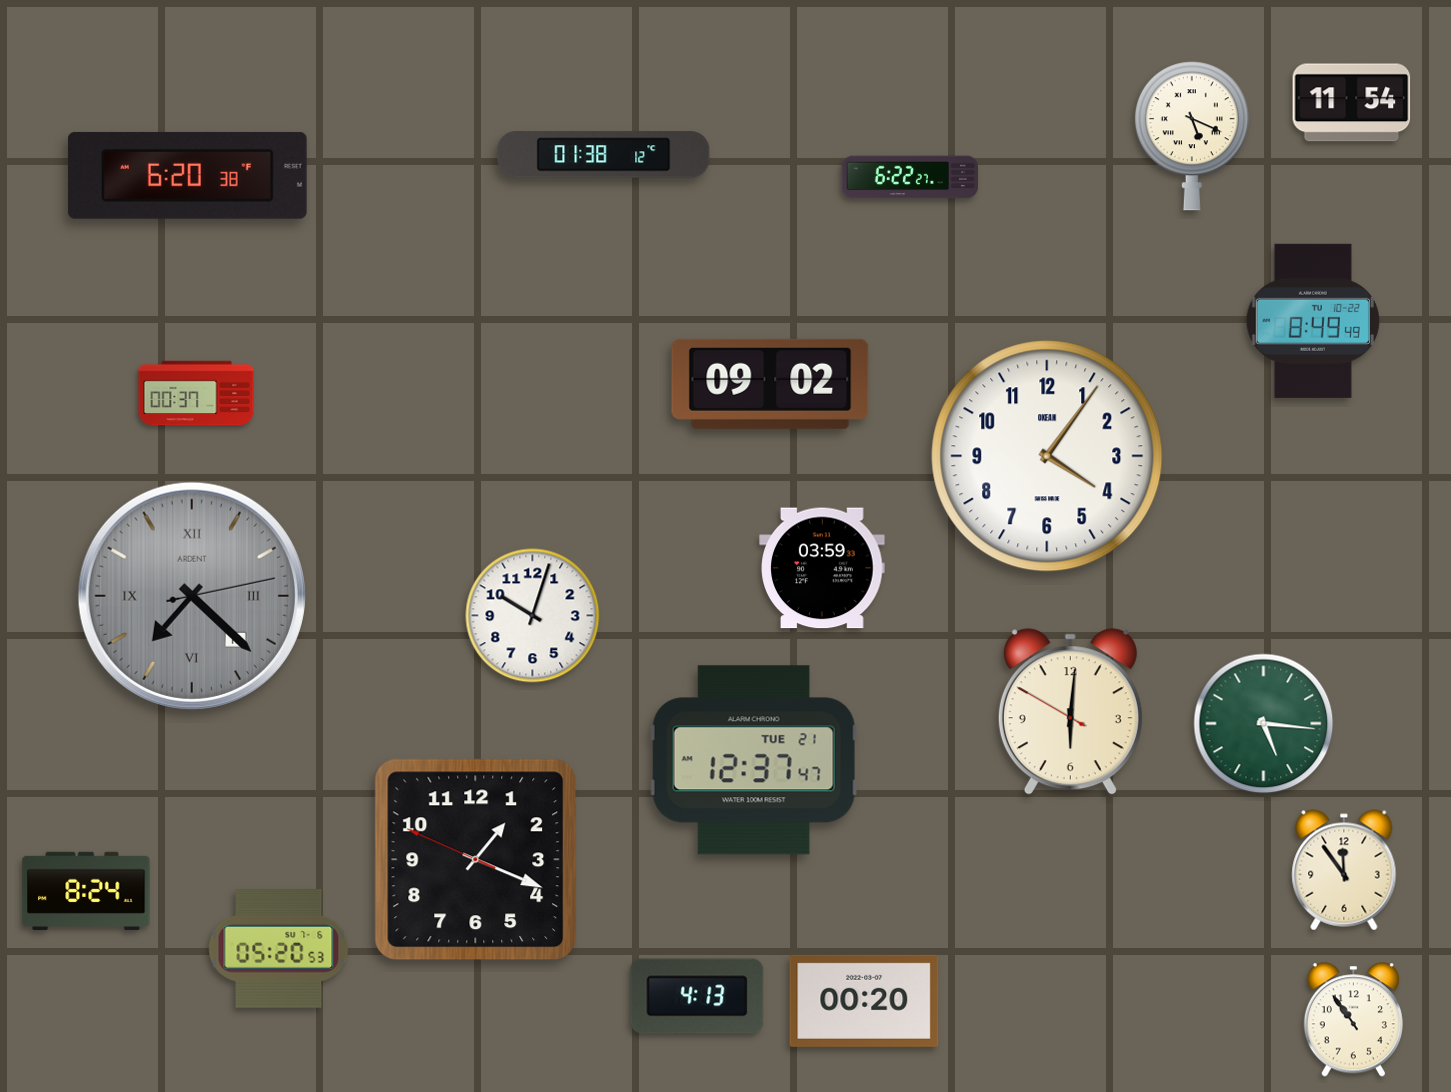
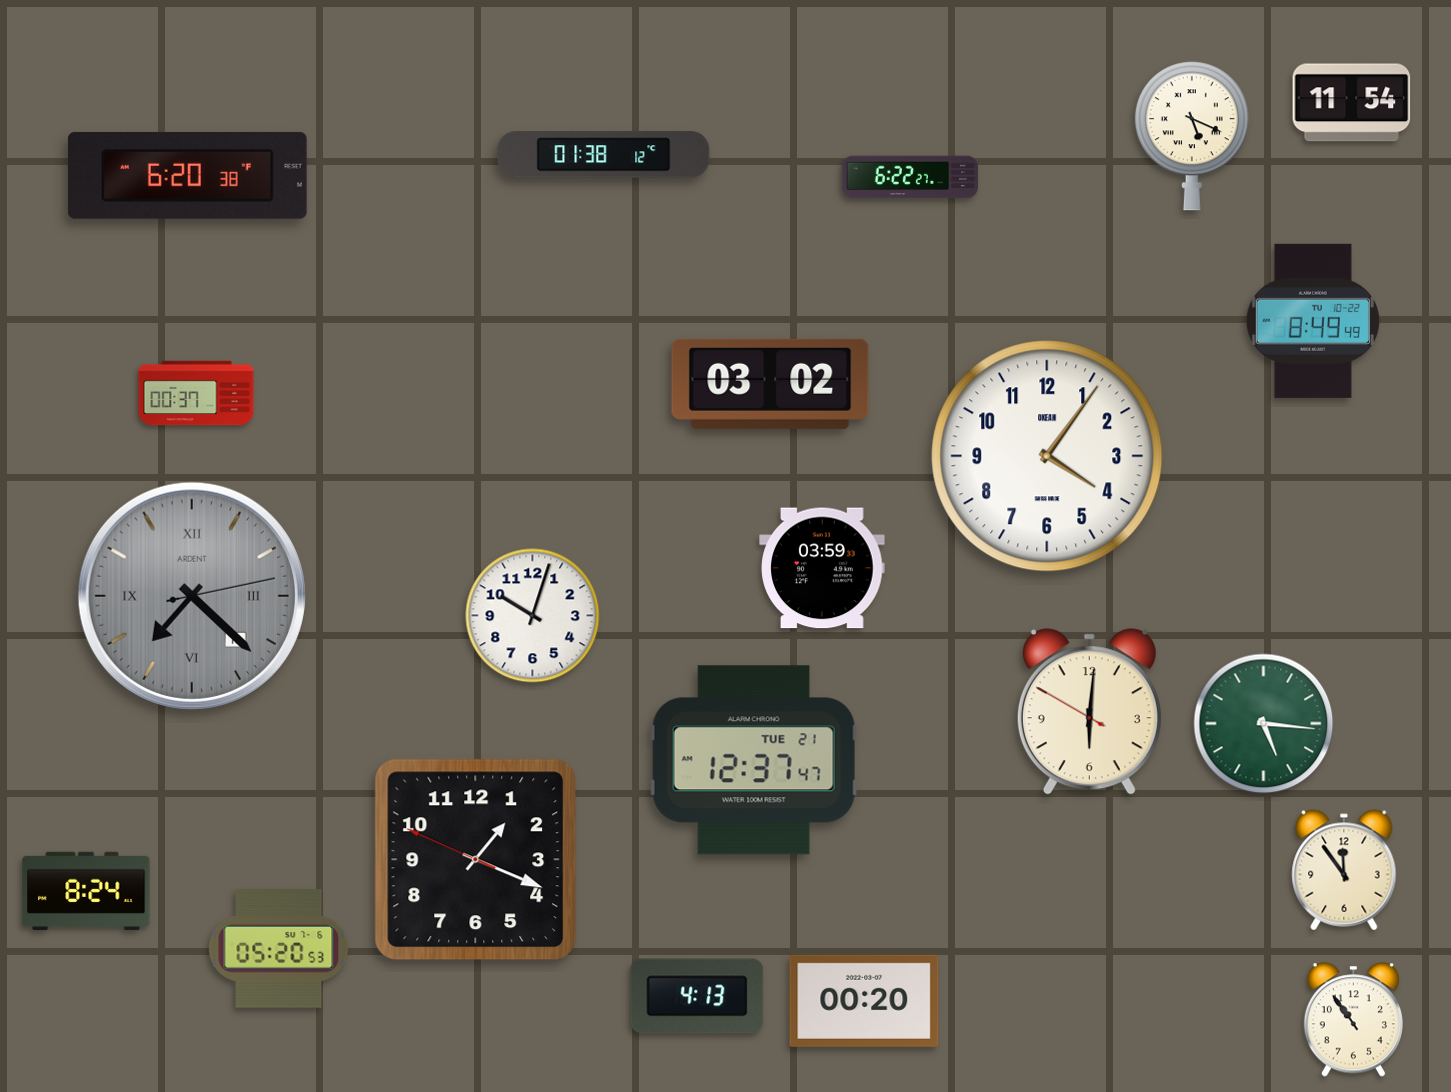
clock at (770, 384): 09:02 -> 03:02
clock at (1070, 712) position: (1070, 712) -> (1089, 712)
